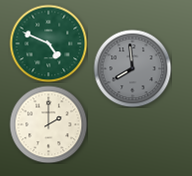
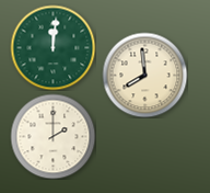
clock at (48, 43): 4:49 -> 12:01
clock at (132, 68) dial: grey -> cream
